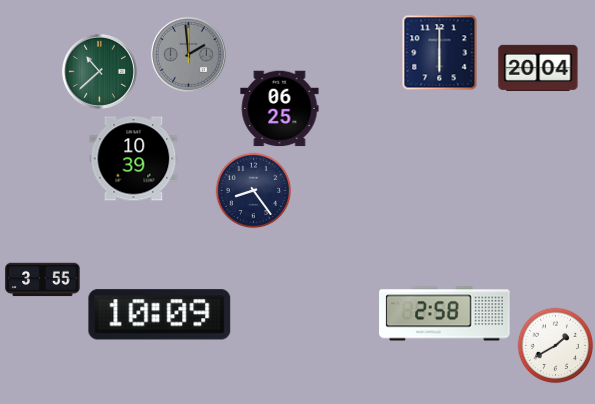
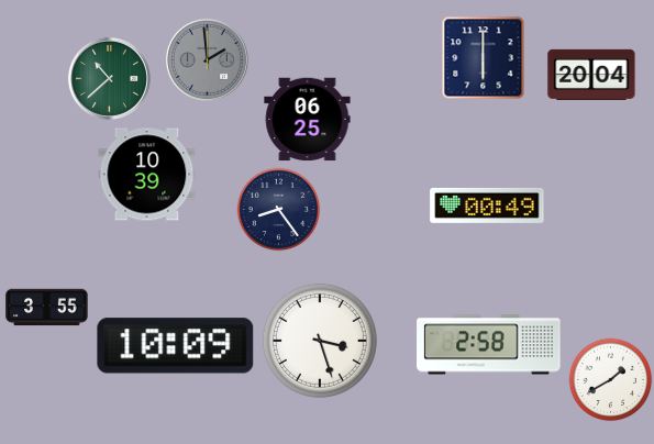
clock at (487, 206): none -> 00:49
clock at (320, 341): none -> 3:27
